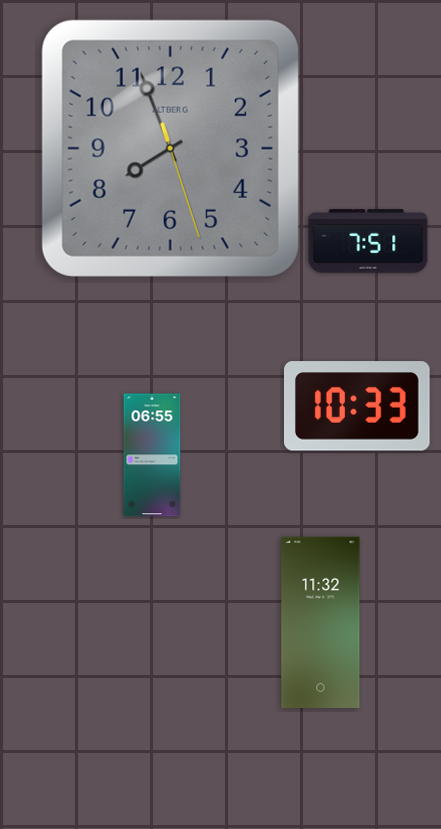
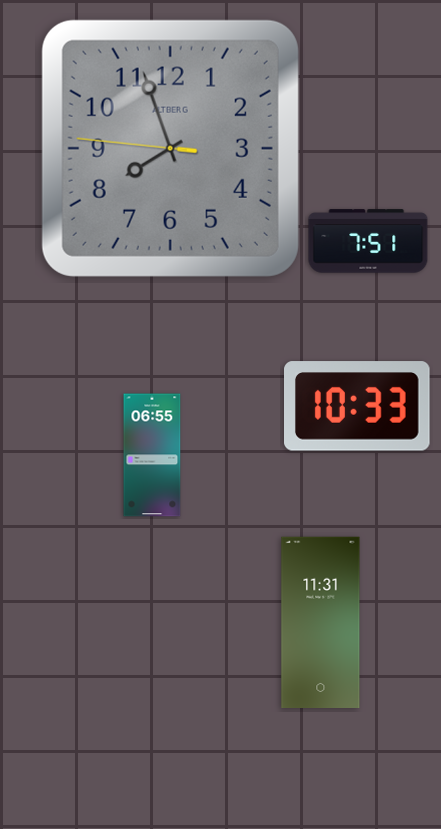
clock at (170, 148): 7:56:27 -> 7:56:46
clock at (321, 622): 11:32 -> 11:31
